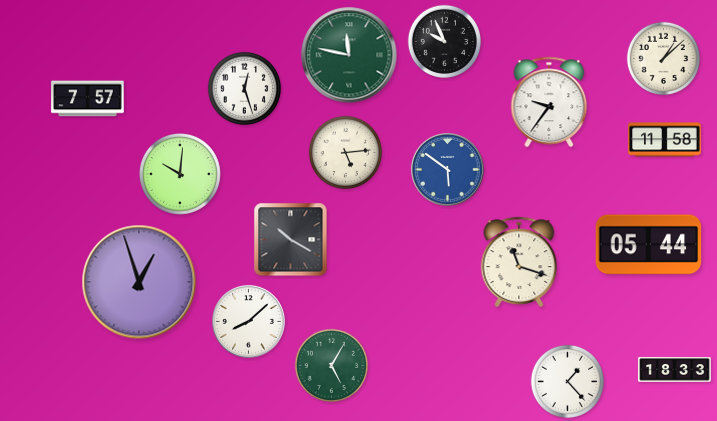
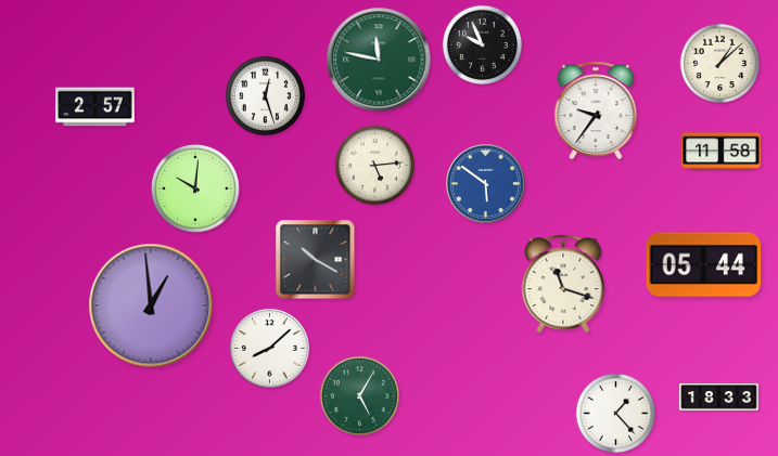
clock at (88, 99): 7:57 -> 2:57
clock at (139, 282): 12:57 -> 12:59
clock at (675, 370) position: (675, 370) -> (719, 398)
